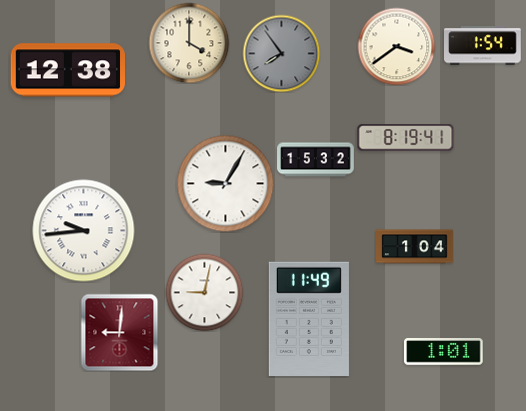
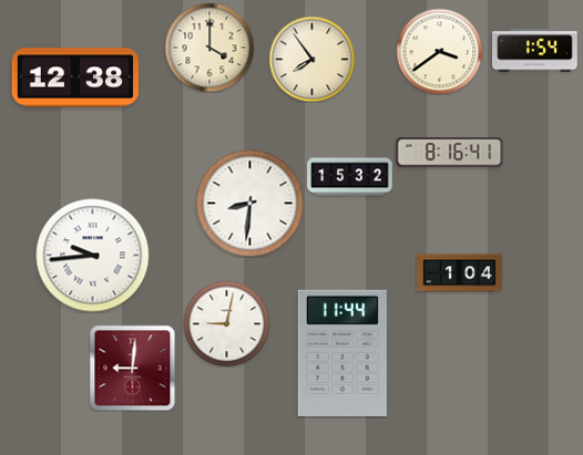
clock at (281, 53) dial: grey -> cream
clock at (406, 138): 8:19 -> 8:16
clock at (225, 183): 9:05 -> 8:31
clock at (309, 318): 11:49 -> 11:44
clock at (444, 352): 1:01 -> none
